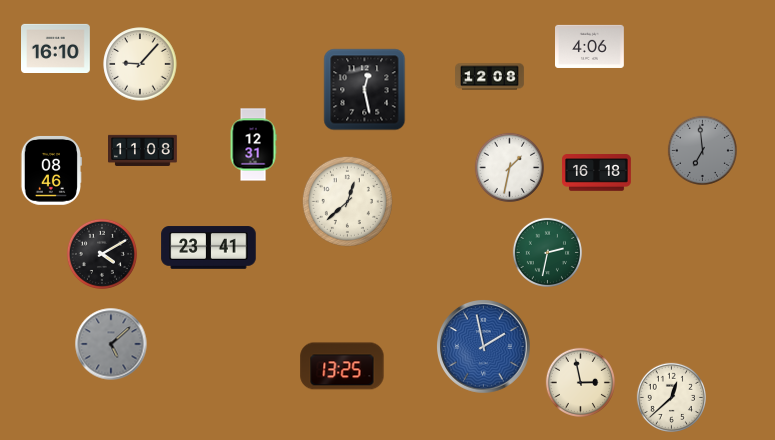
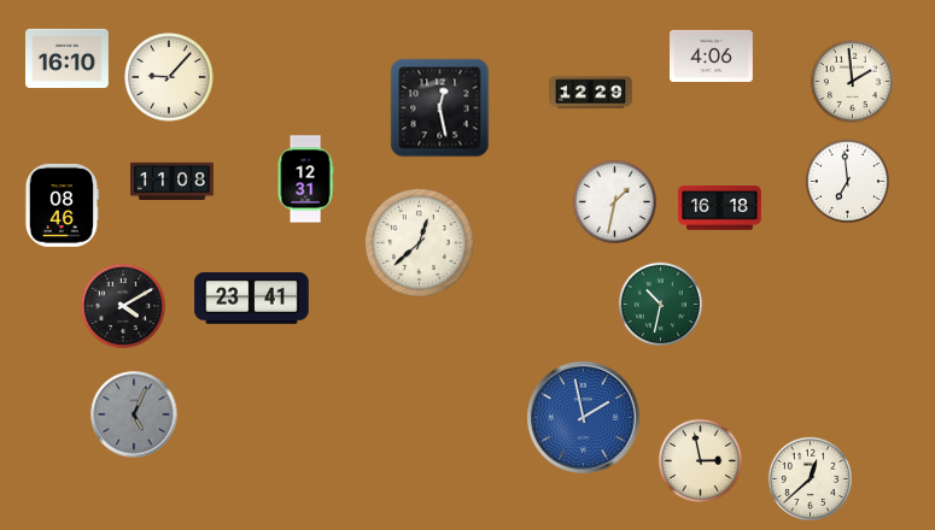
clock at (852, 81): none -> 1:59
clock at (490, 77): 12:08 -> 12:29
clock at (253, 145) position: (253, 145) -> (305, 179)
clock at (702, 150) dial: grey -> white
clock at (547, 252): 2:32 -> 10:32
clock at (111, 344): 5:08 -> 5:04
clock at (342, 366): 13:25 -> none
